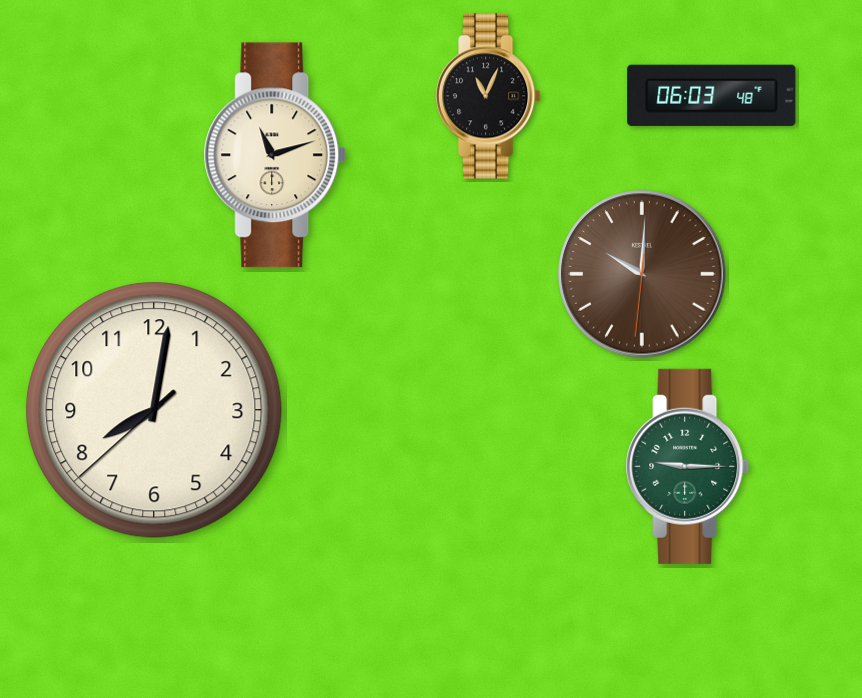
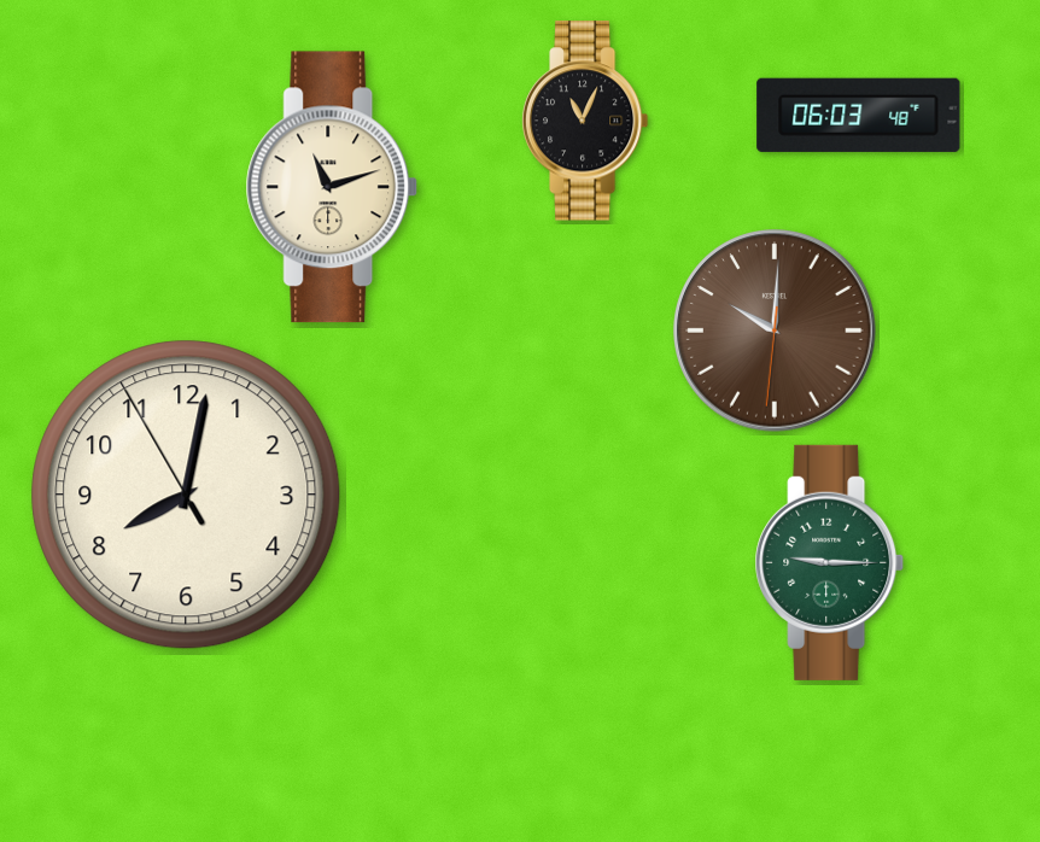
clock at (488, 96) position: (488, 96) -> (585, 121)
clock at (154, 410): 8:01:38 -> 8:01:55
